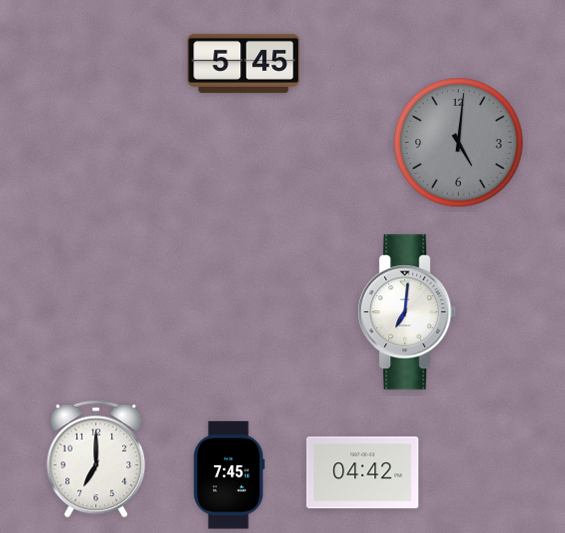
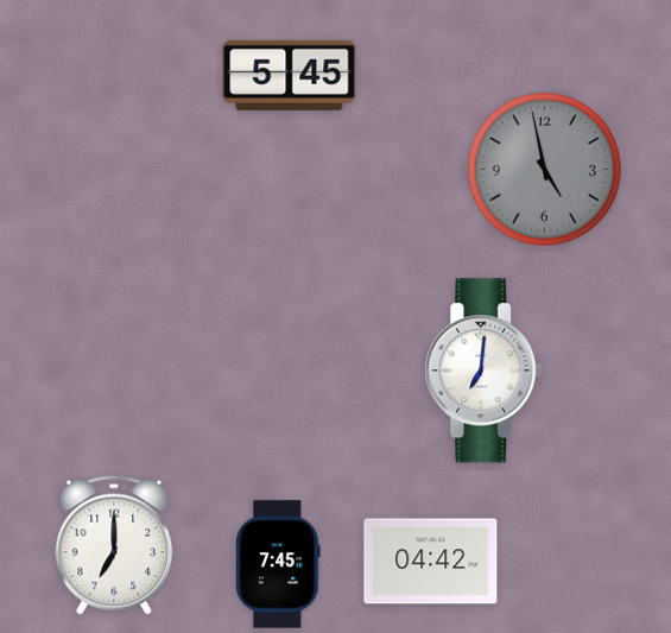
clock at (459, 143): 5:01 -> 4:58
clock at (229, 475) position: (229, 475) -> (278, 564)
